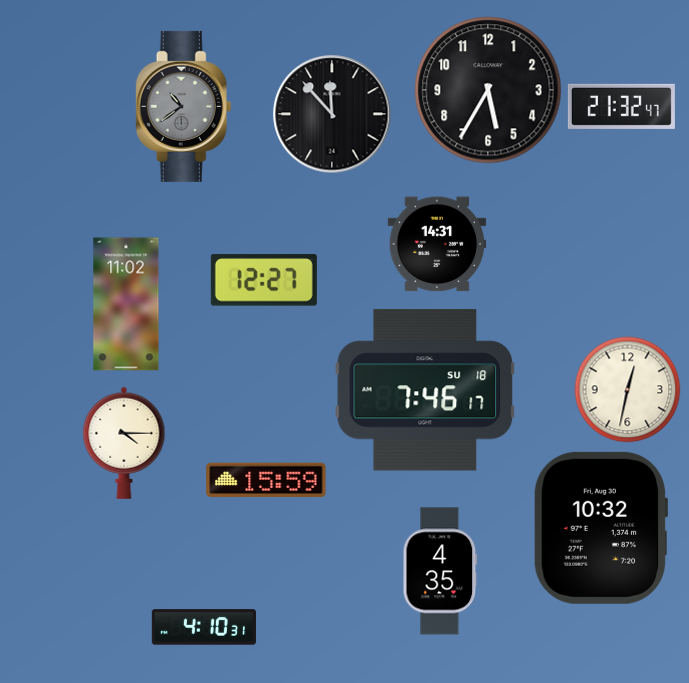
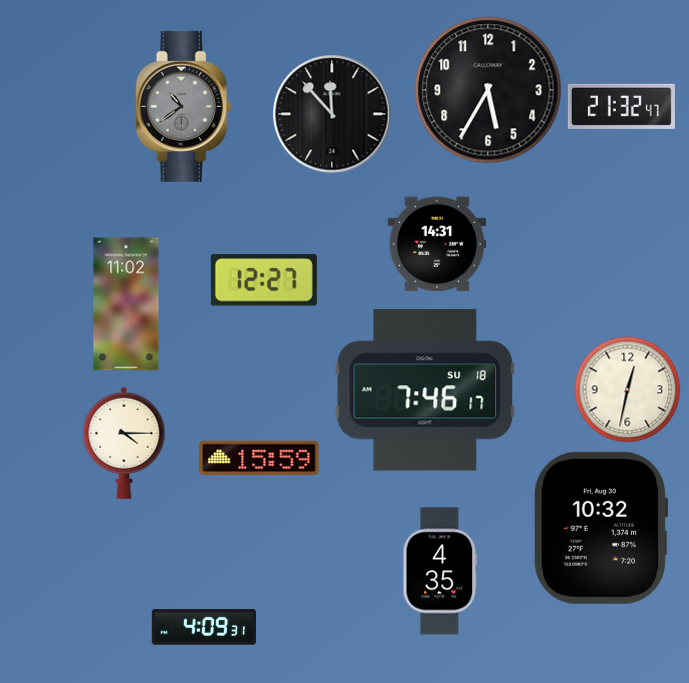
clock at (266, 480) position: (266, 480) -> (259, 458)
clock at (204, 627): 4:10 -> 4:09
